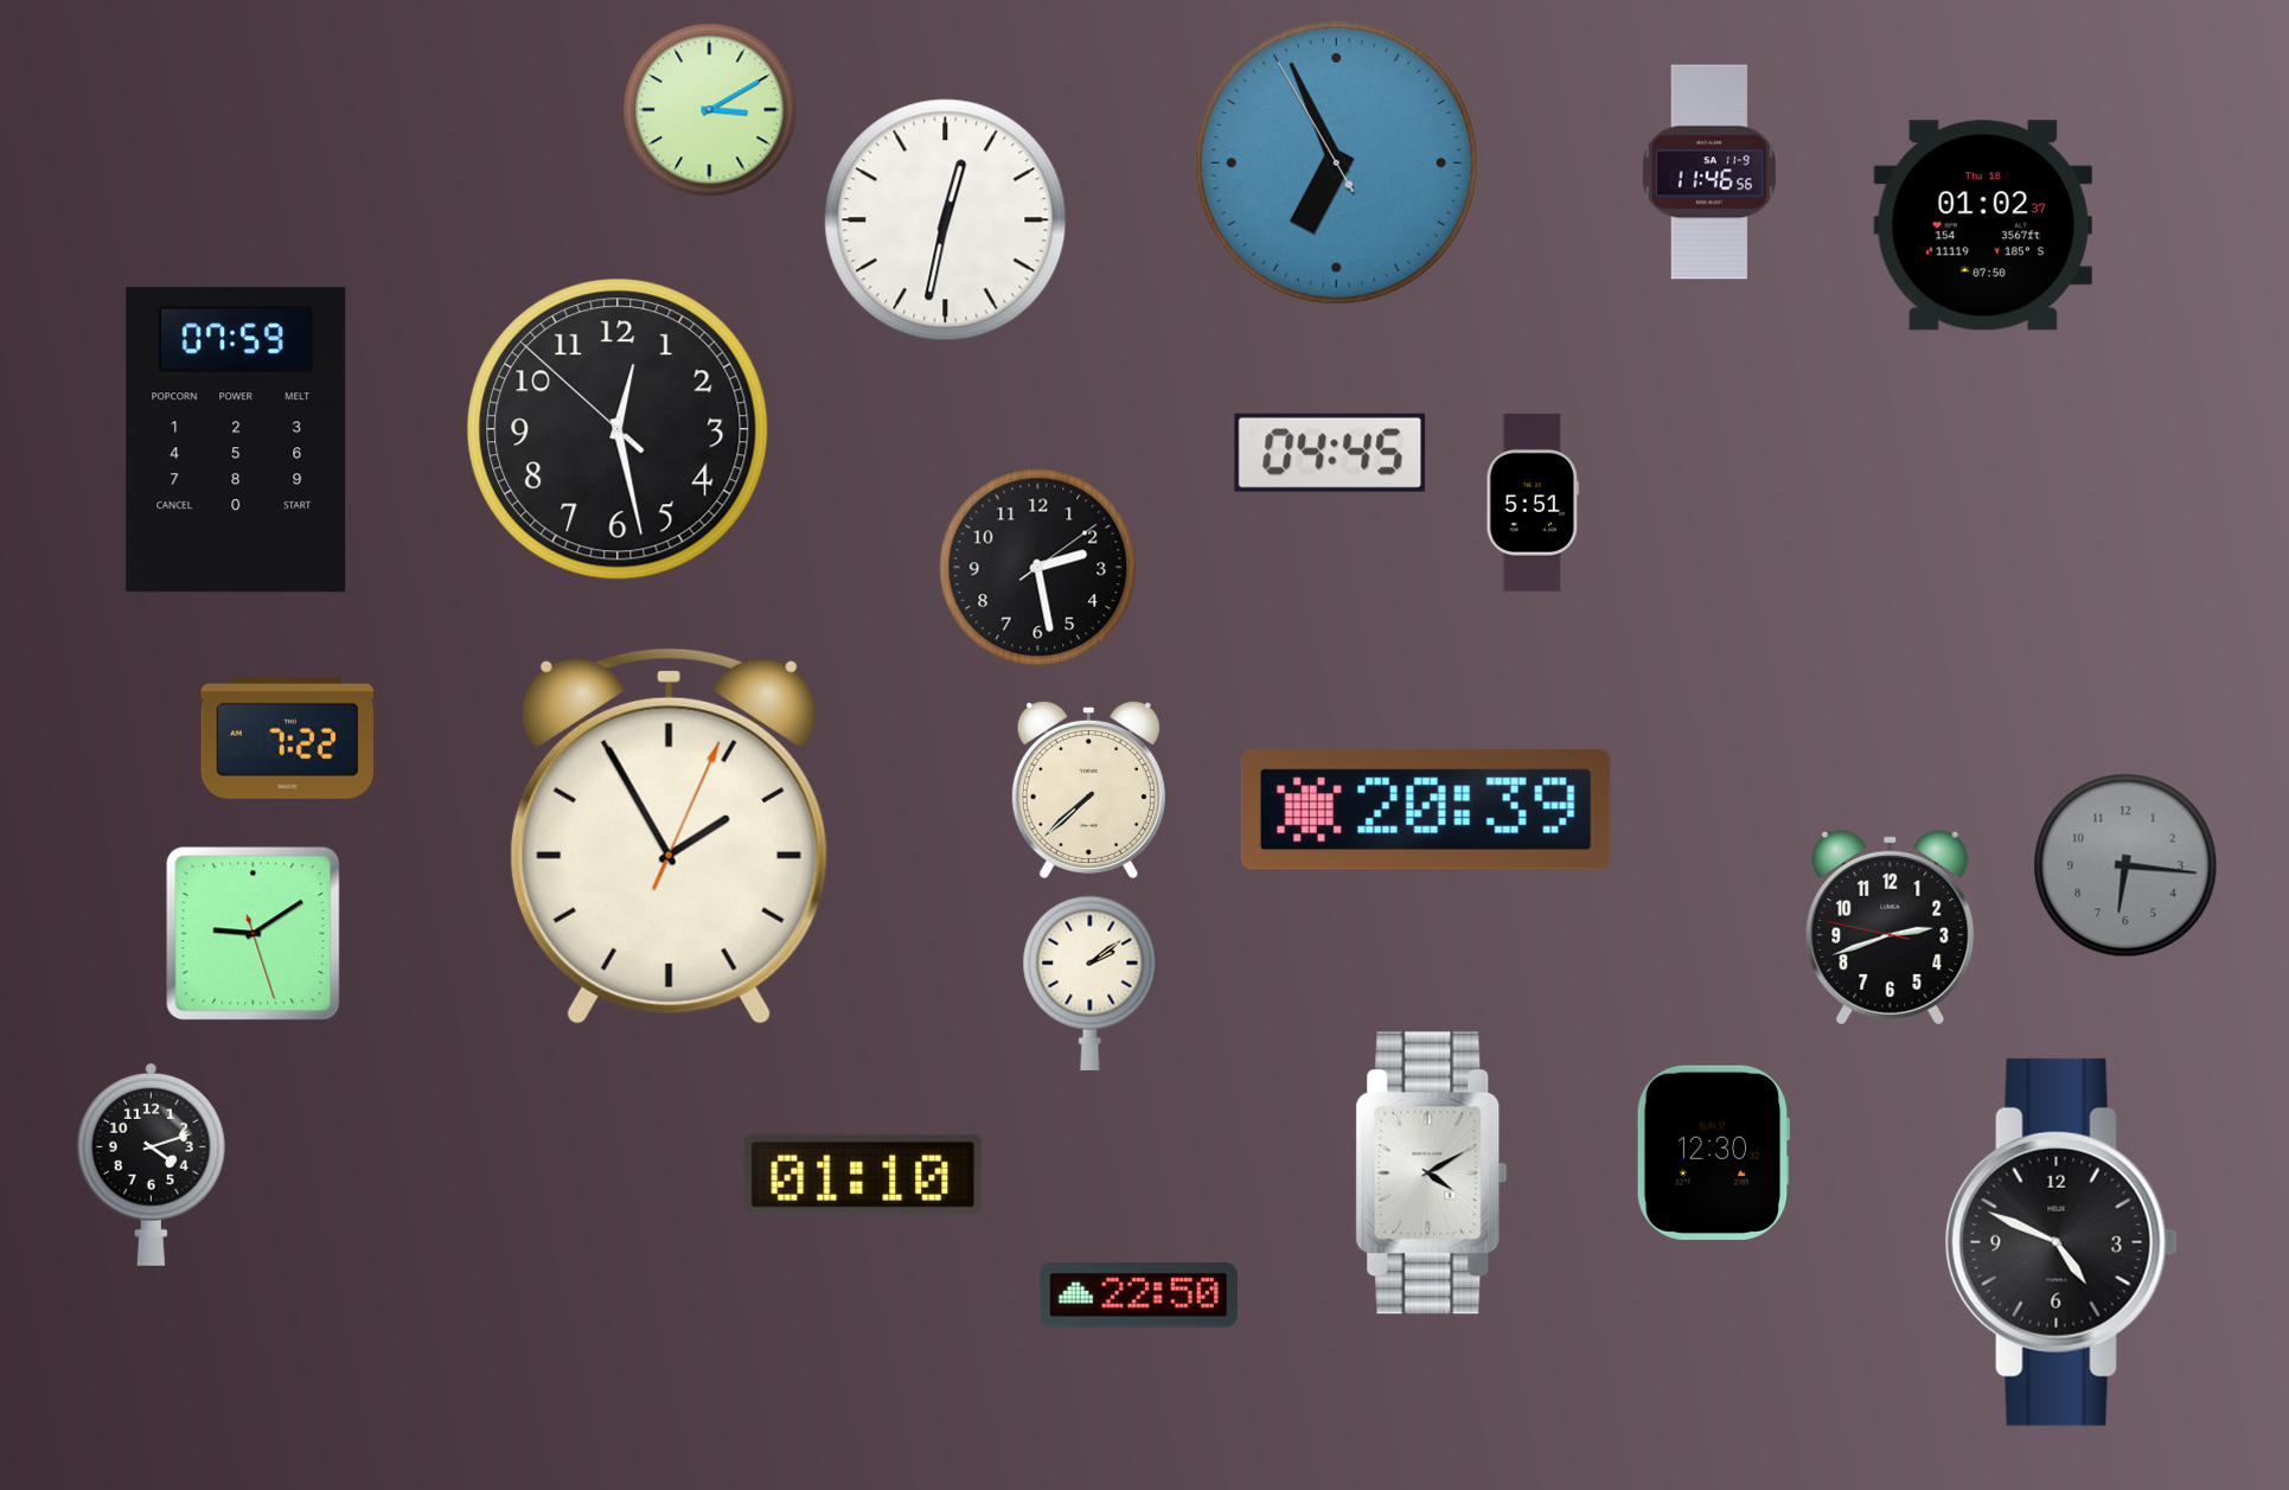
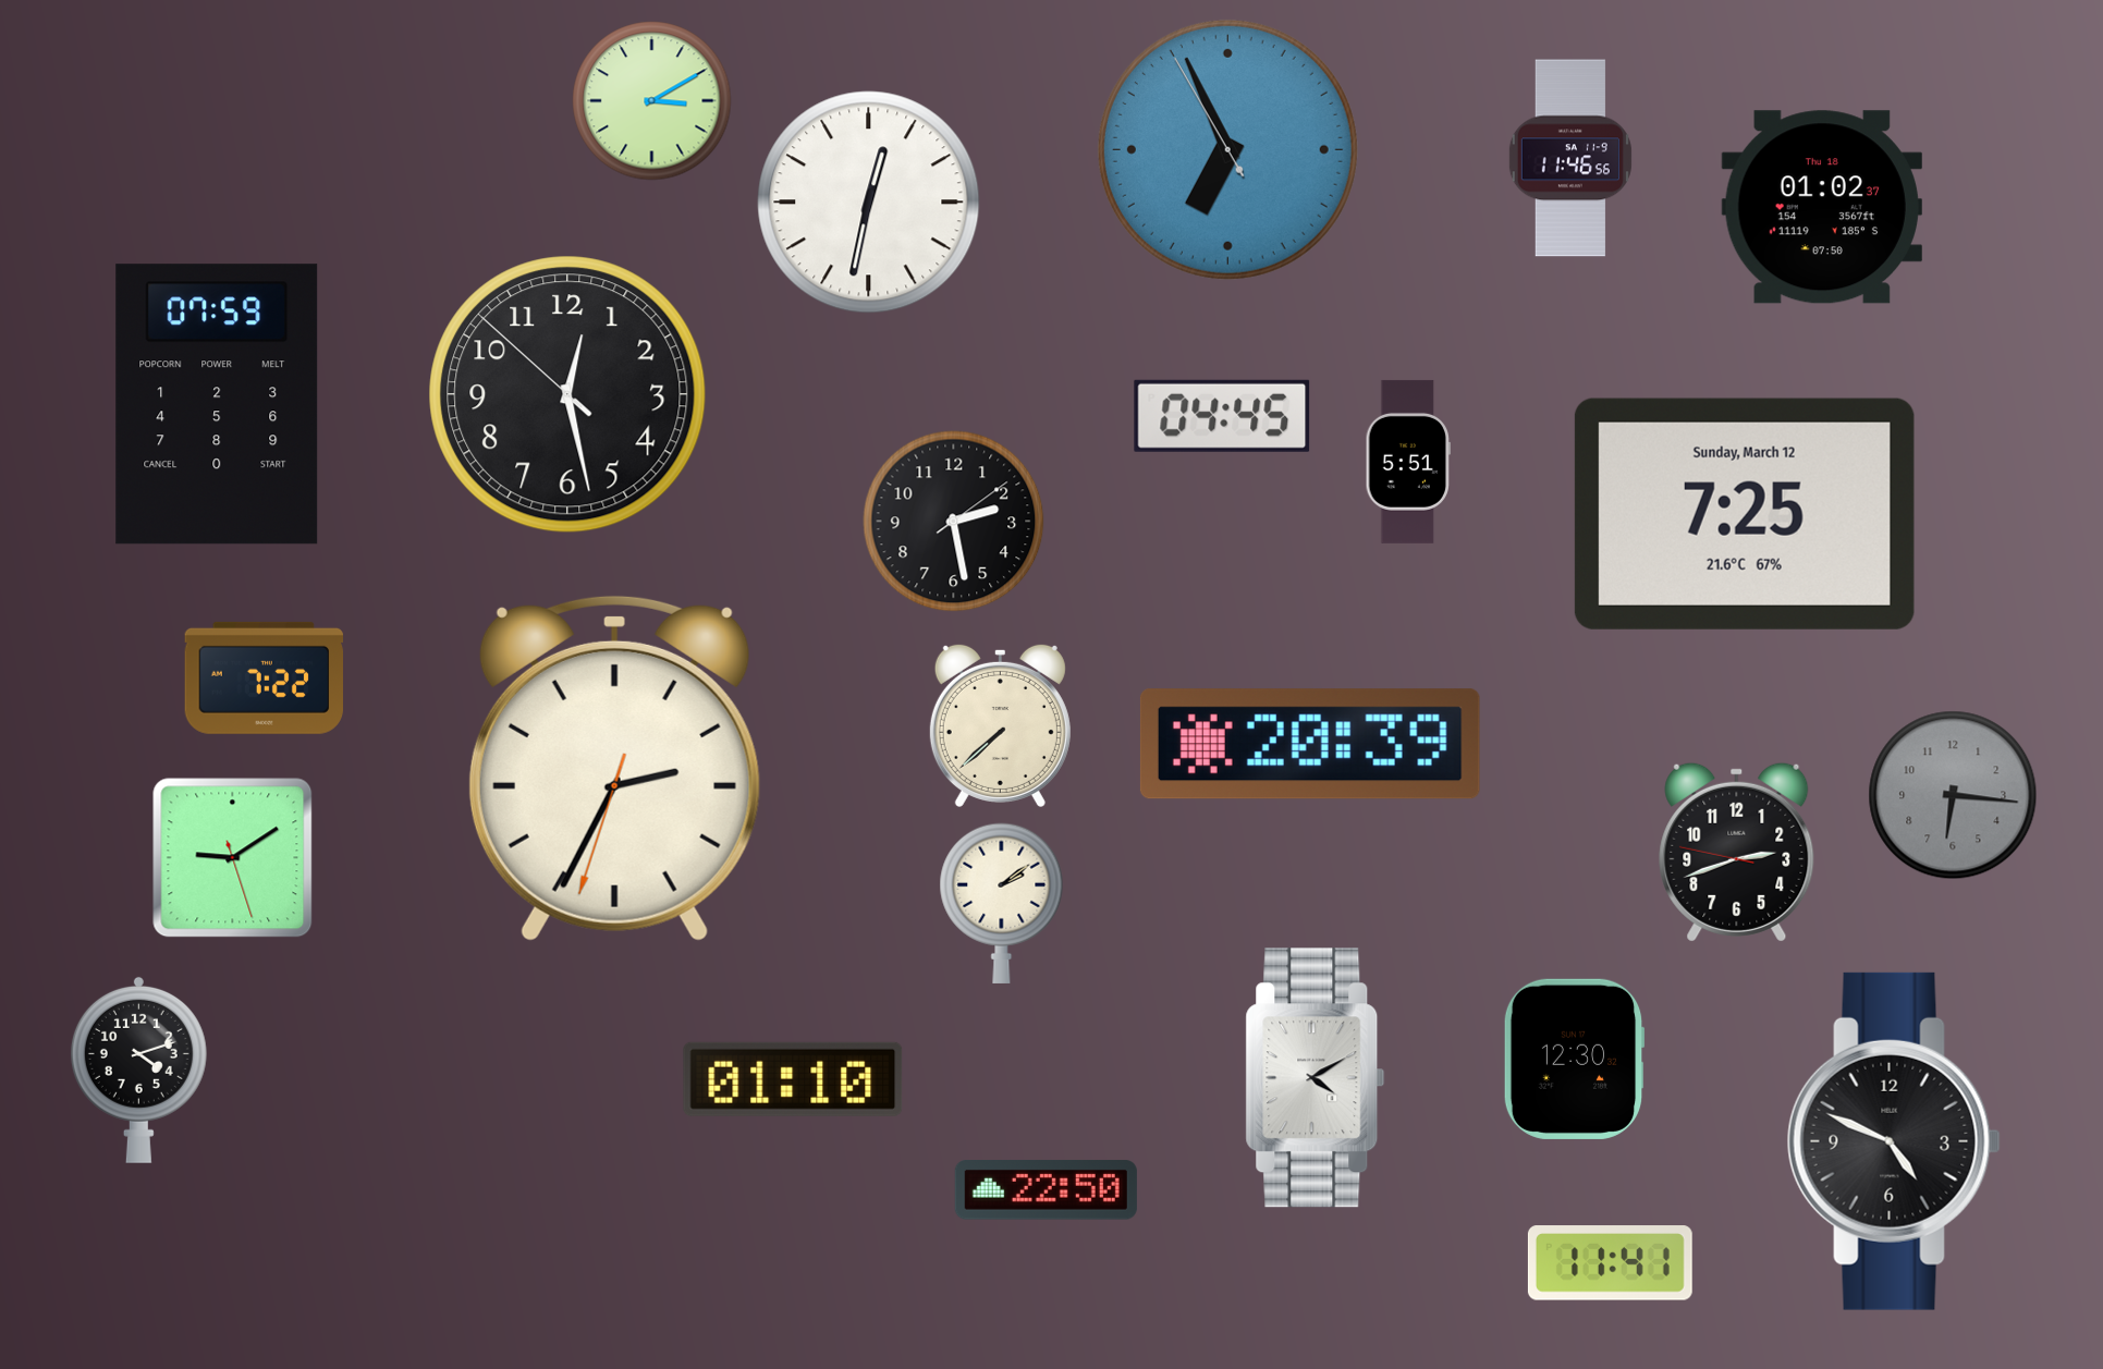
clock at (1745, 514): none -> 7:25
clock at (669, 836): 1:55 -> 2:34
clock at (1610, 1263): none -> 11:41
